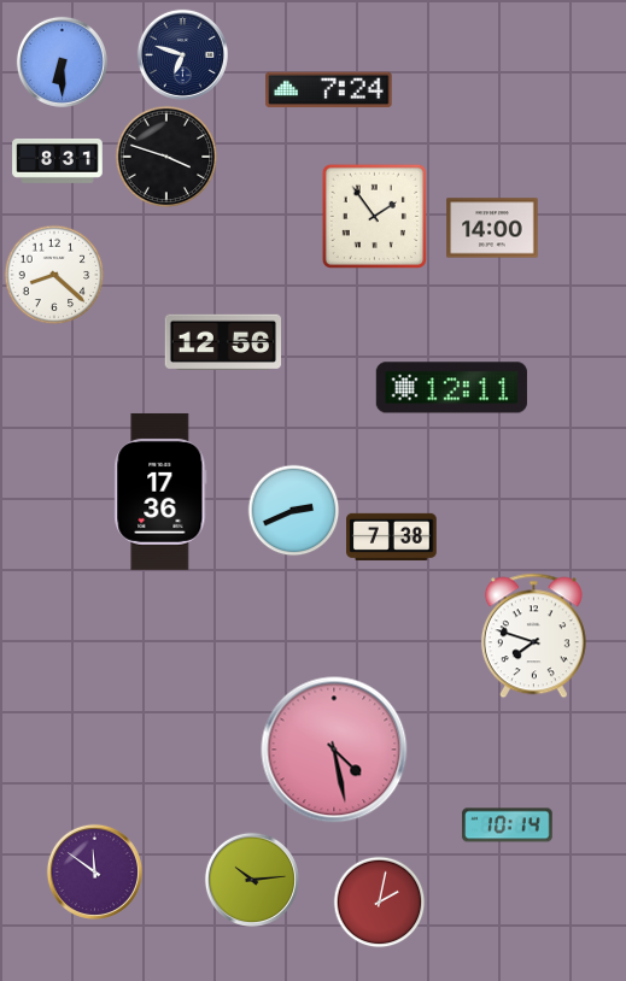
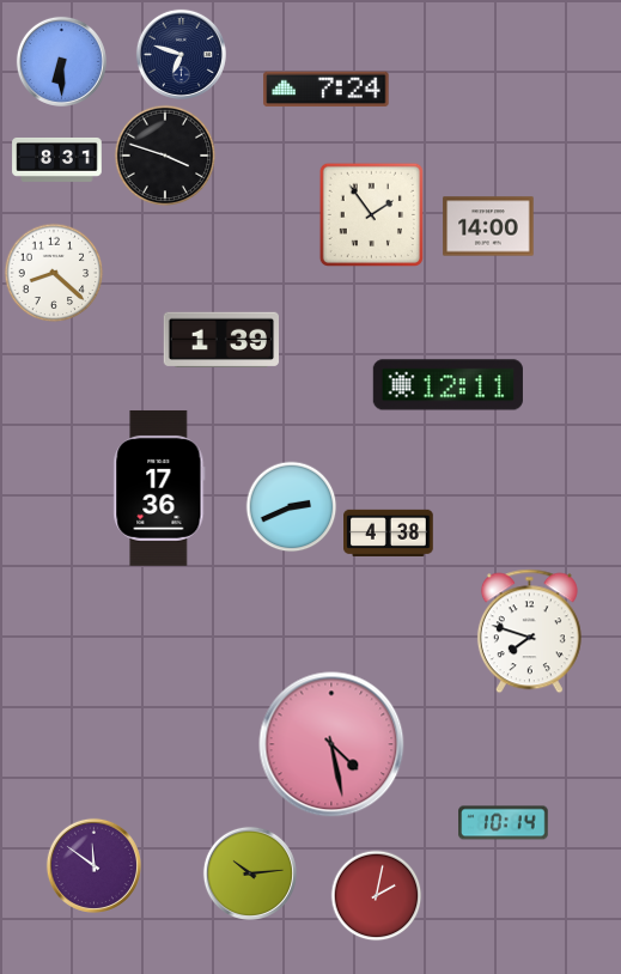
clock at (222, 342): 12:56 -> 1:39
clock at (392, 536): 7:38 -> 4:38
clock at (508, 826) position: (508, 826) -> (504, 823)
